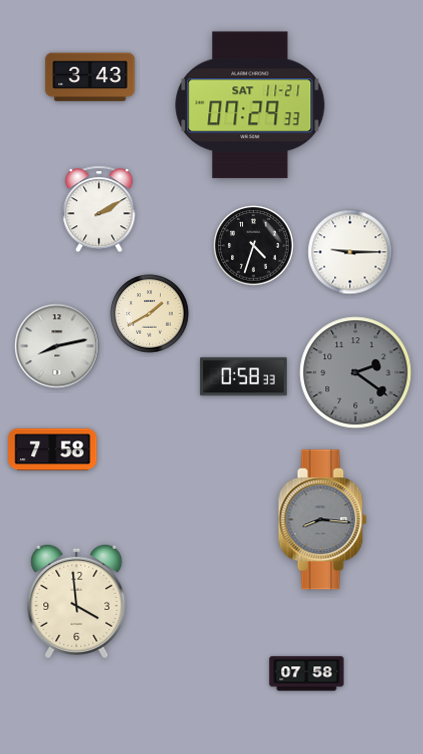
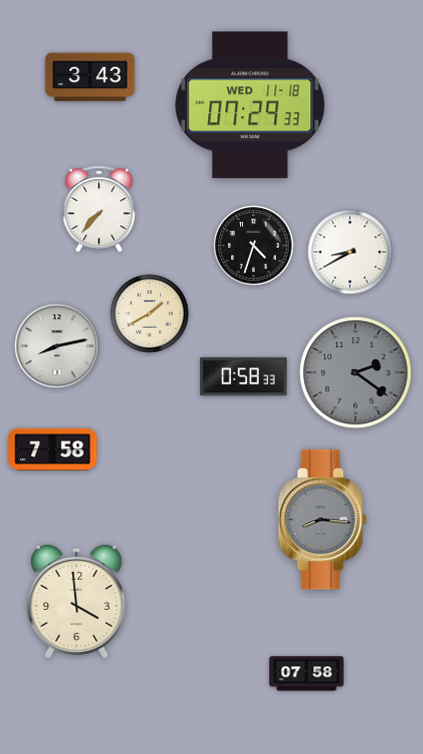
clock at (250, 105) date: SAT 11-21 -> WED 11-18
clock at (99, 209): 2:10 -> 7:37
clock at (350, 252): 9:15 -> 8:40
